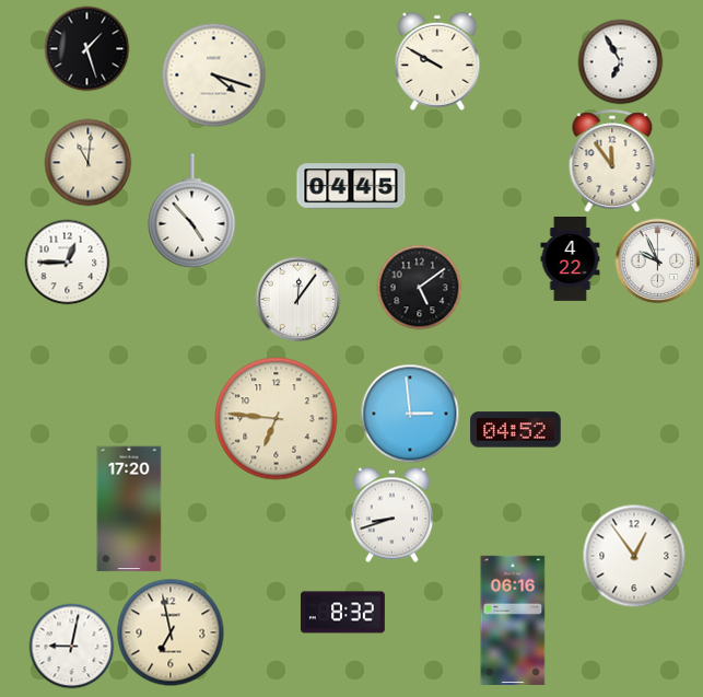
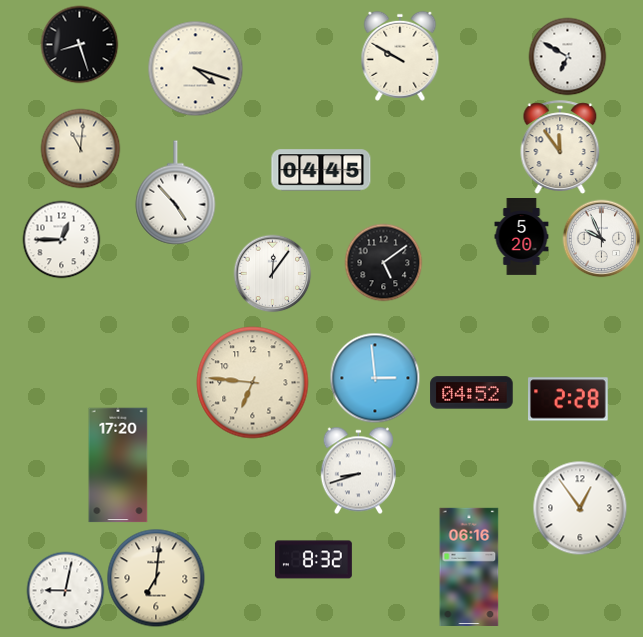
clock at (86, 48): 1:27 -> 8:27
clock at (620, 61): 6:55 -> 6:50
clock at (571, 259): 4:22 -> 5:20
clock at (568, 399): none -> 2:28
clock at (171, 632): 6:58 -> 7:01
